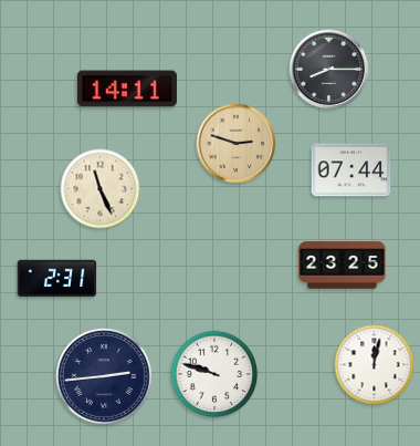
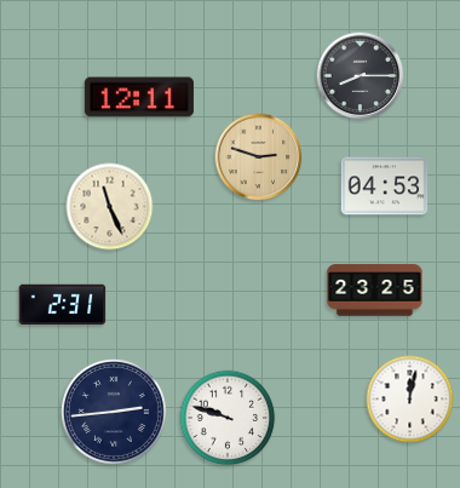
clock at (127, 89): 14:11 -> 12:11
clock at (351, 170): 07:44 -> 04:53
clock at (214, 374) position: (214, 374) -> (228, 418)
